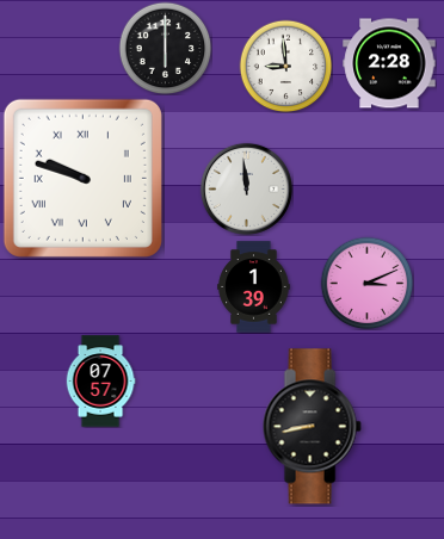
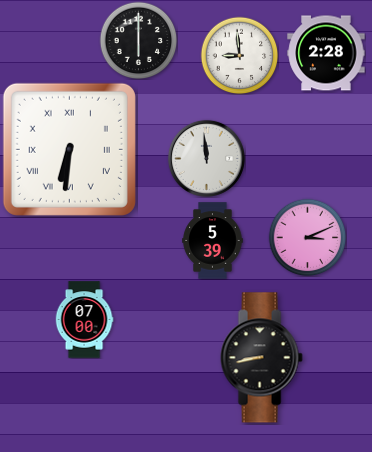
clock at (82, 178): 9:48 -> 6:31
clock at (254, 287): 1:39 -> 5:39
clock at (100, 382): 07:57 -> 07:00
